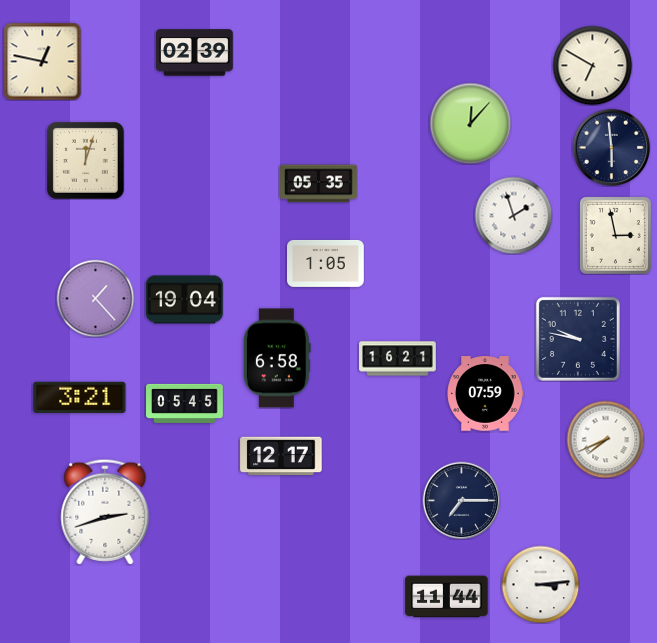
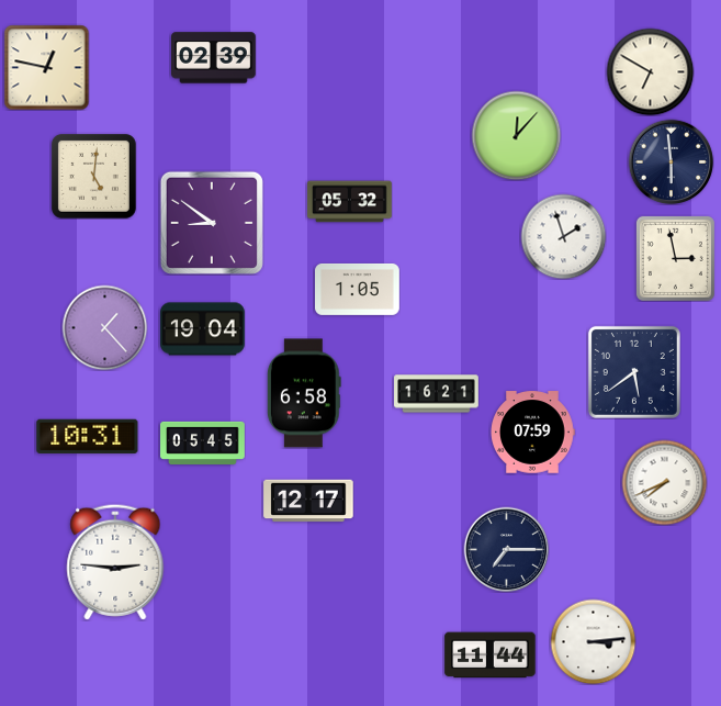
clock at (85, 160): 12:03 -> 5:01
clock at (319, 184): 05:35 -> 05:32
clock at (212, 223): none -> 8:51
clock at (578, 339): 9:47 -> 5:39
clock at (80, 397): 3:21 -> 10:31
clock at (105, 512): 2:42 -> 2:46
